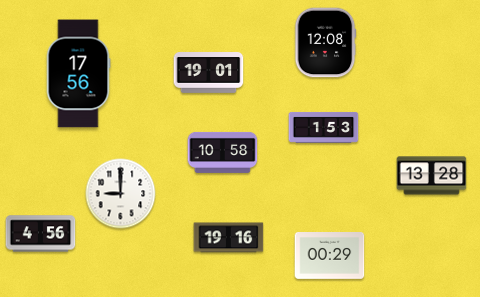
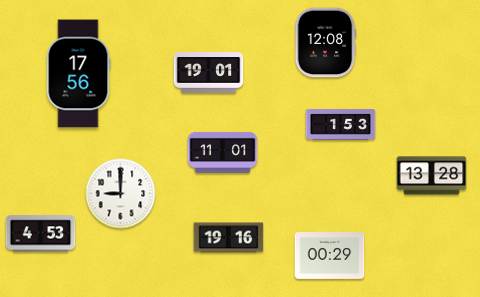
clock at (324, 127) position: (324, 127) -> (341, 124)
clock at (223, 152): 10:58 -> 11:01
clock at (41, 234): 4:56 -> 4:53
